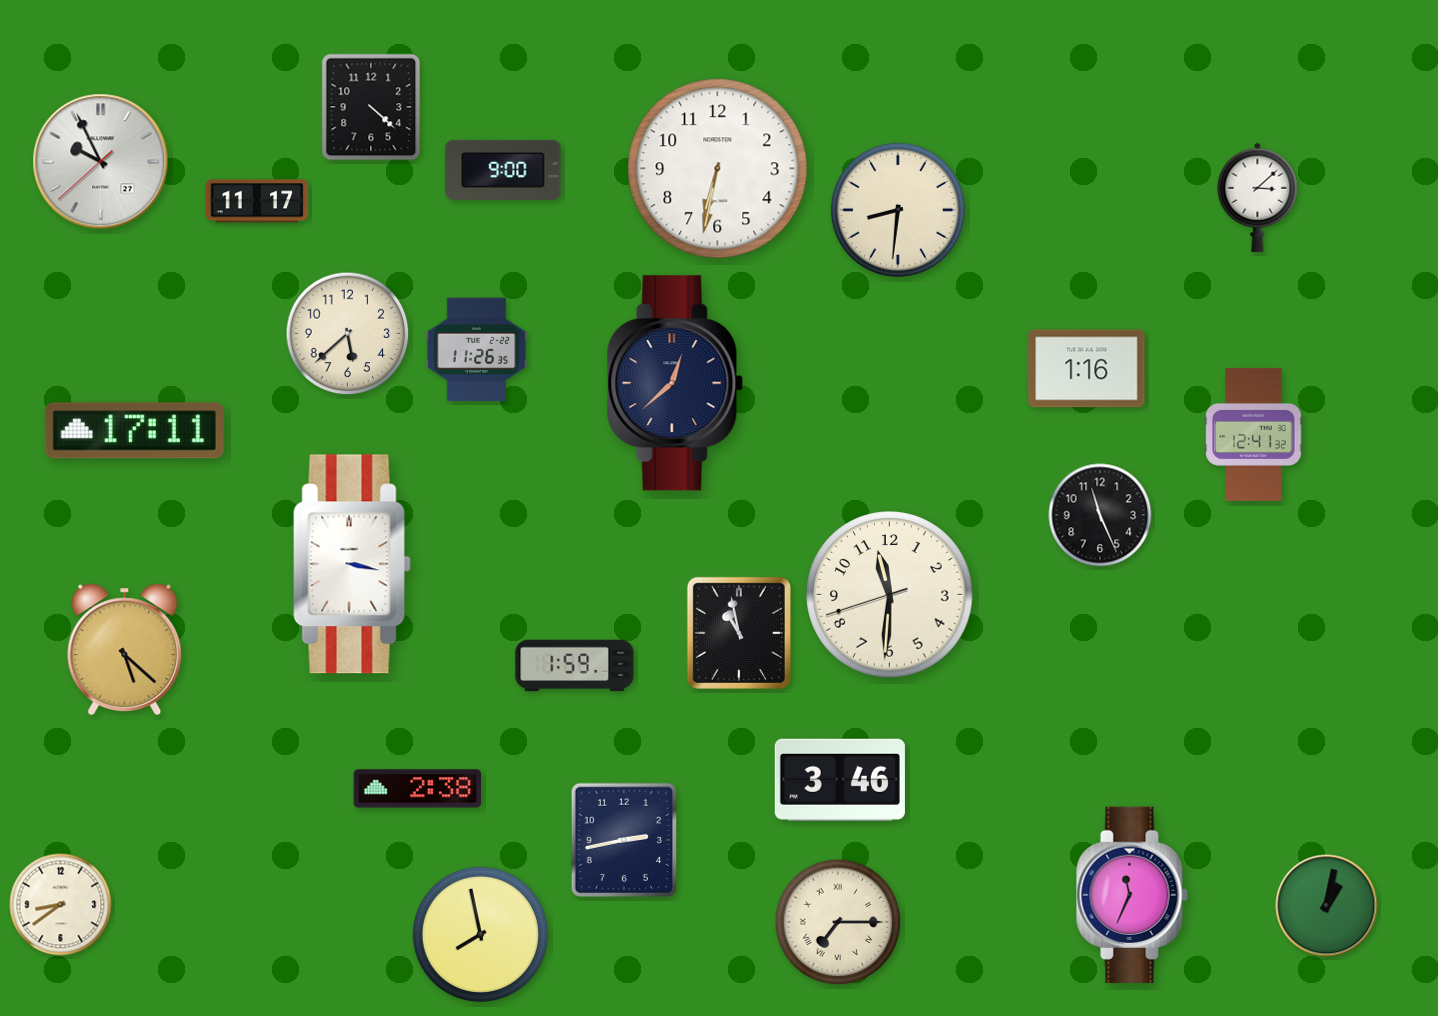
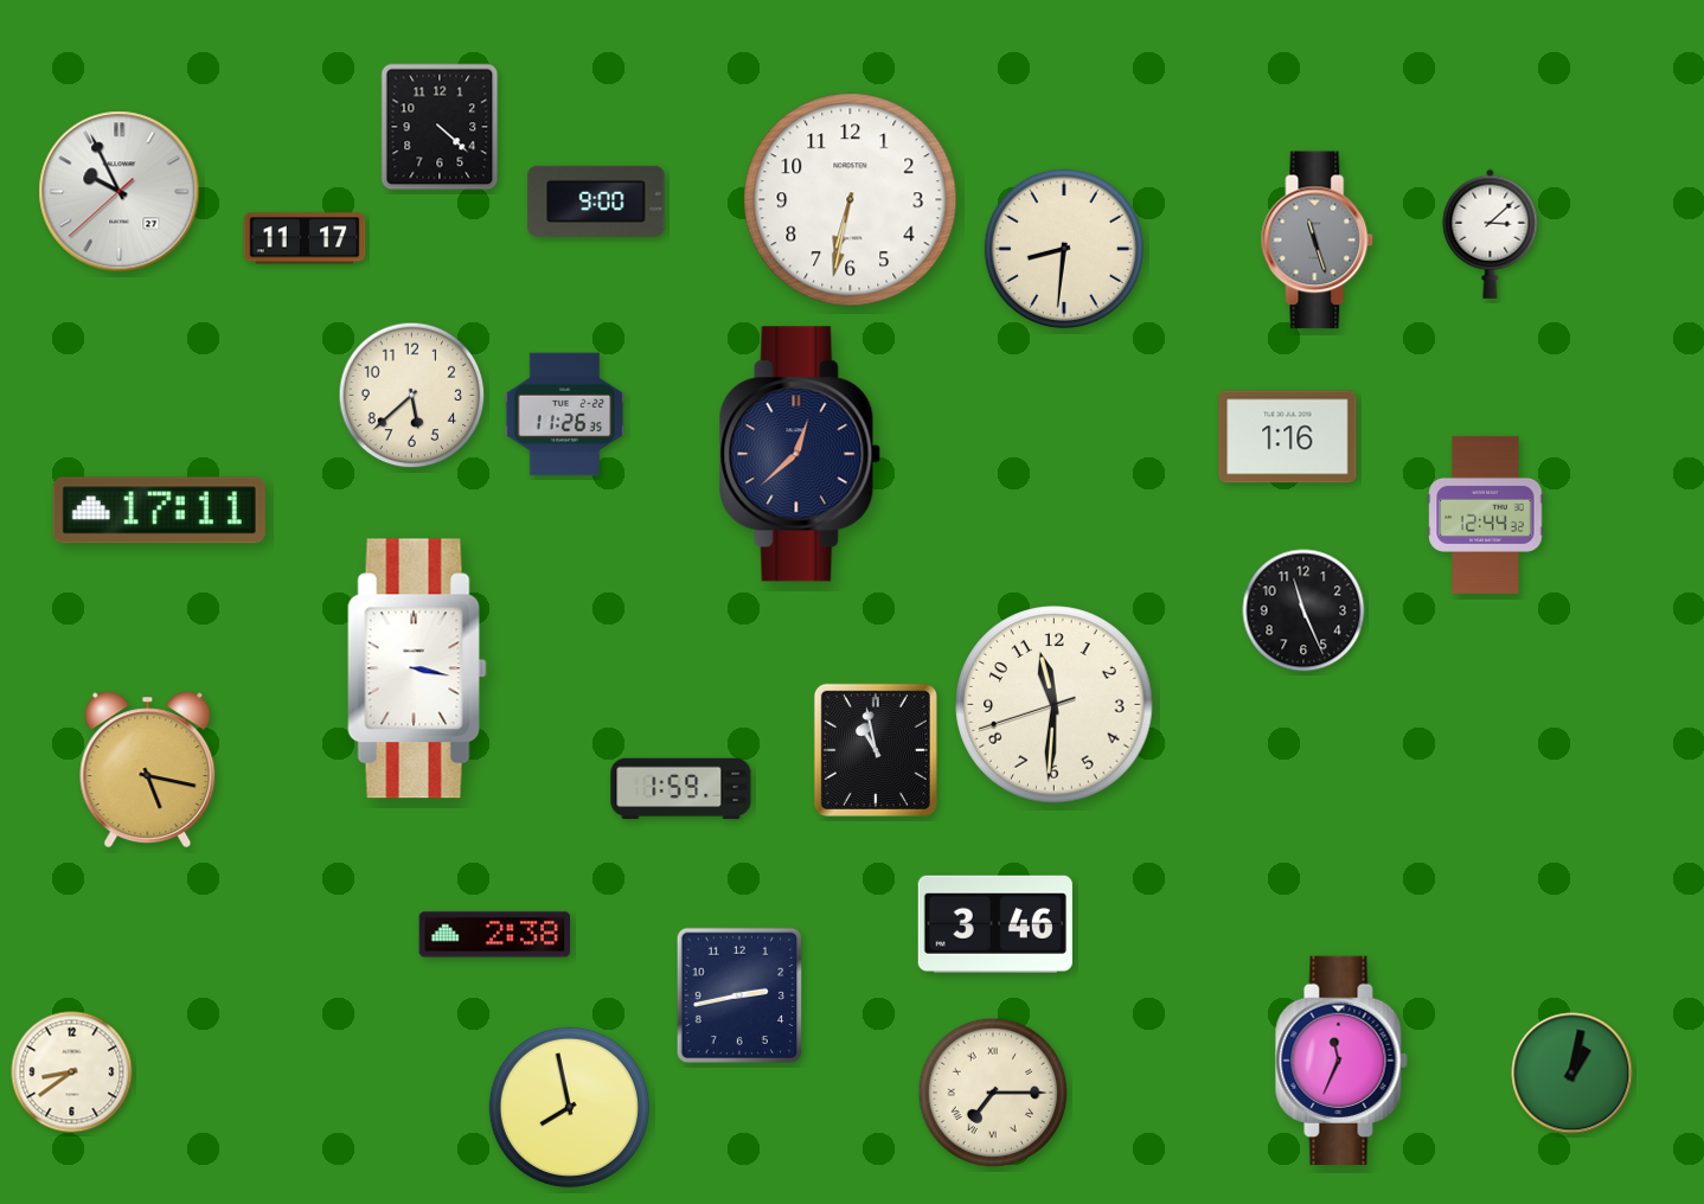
clock at (1318, 241): none -> 11:27
clock at (1254, 434): 12:41 -> 12:44
clock at (125, 649): 5:22 -> 5:17
